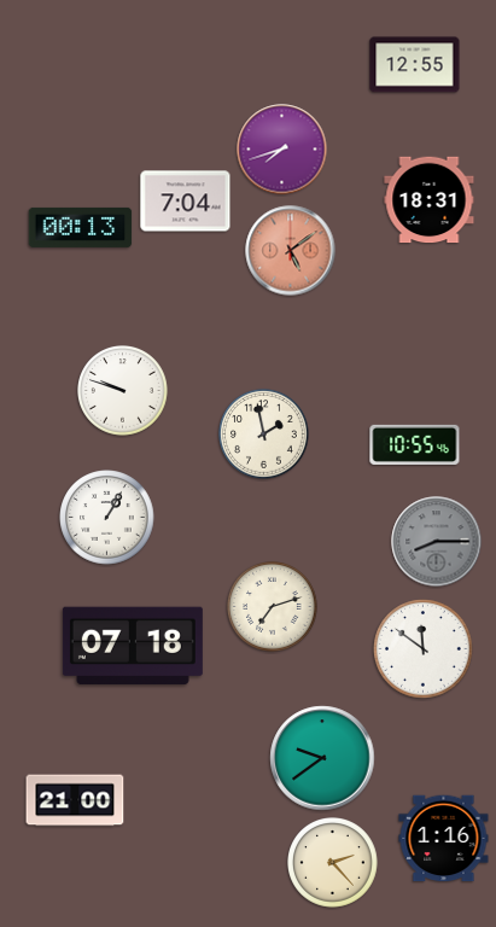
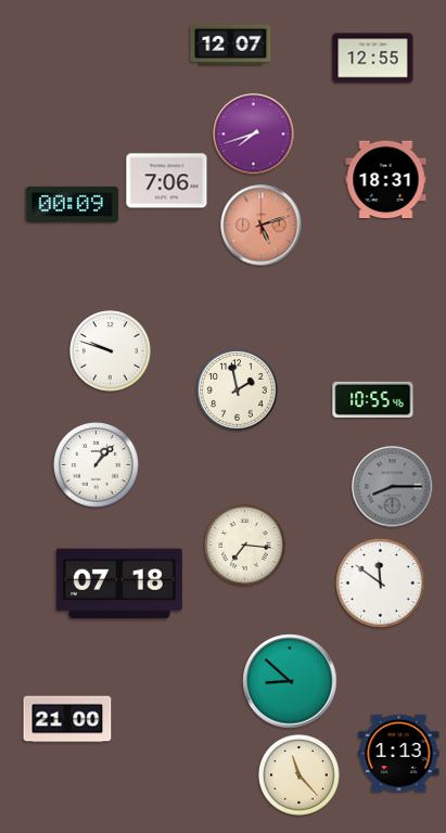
clock at (231, 44): none -> 12:07
clock at (186, 202): 7:04 -> 7:06
clock at (81, 227): 00:13 -> 00:09
clock at (291, 251): 5:09 -> 5:12
clock at (107, 518): 1:05 -> 1:07
clock at (273, 607): 7:12 -> 7:16
clock at (133, 646) position: (133, 646) -> (119, 584)
clock at (322, 758): 9:39 -> 8:52
clock at (444, 839): 1:16 -> 1:13
clock at (333, 863): 2:23 -> 11:23
